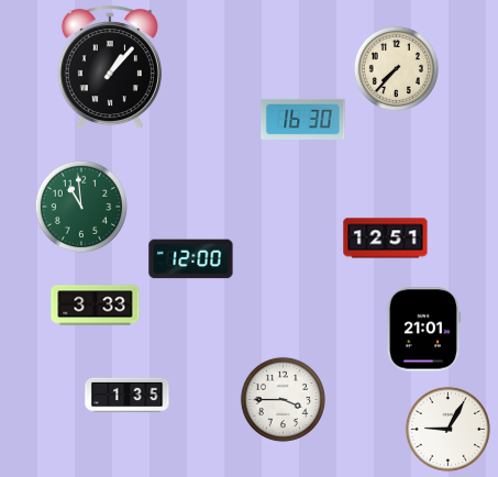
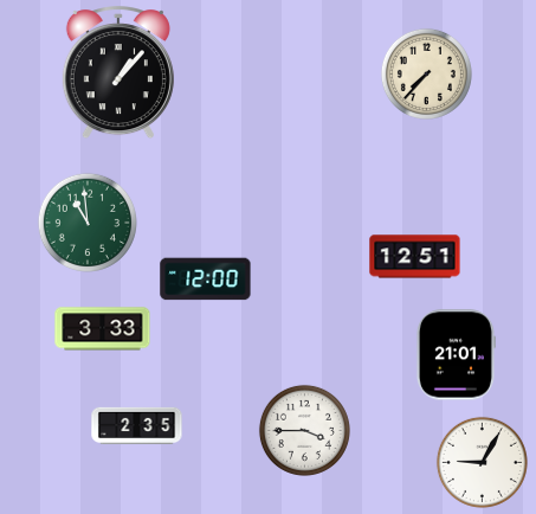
clock at (303, 119): 16:30 -> none
clock at (128, 396): 1:35 -> 2:35
